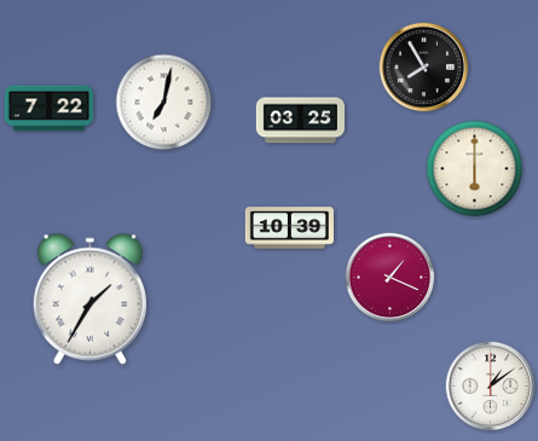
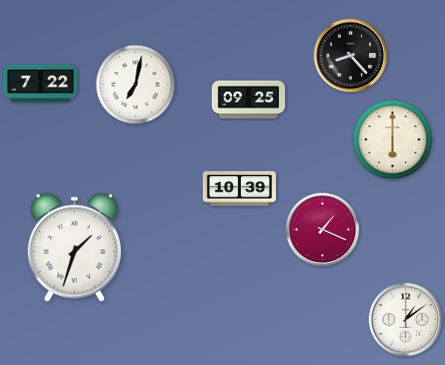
clock at (424, 68): 7:55 -> 8:23
clock at (48, 109) position: (48, 109) -> (40, 84)
clock at (300, 121): 03:25 -> 09:25
clock at (89, 298): 1:35 -> 1:33
